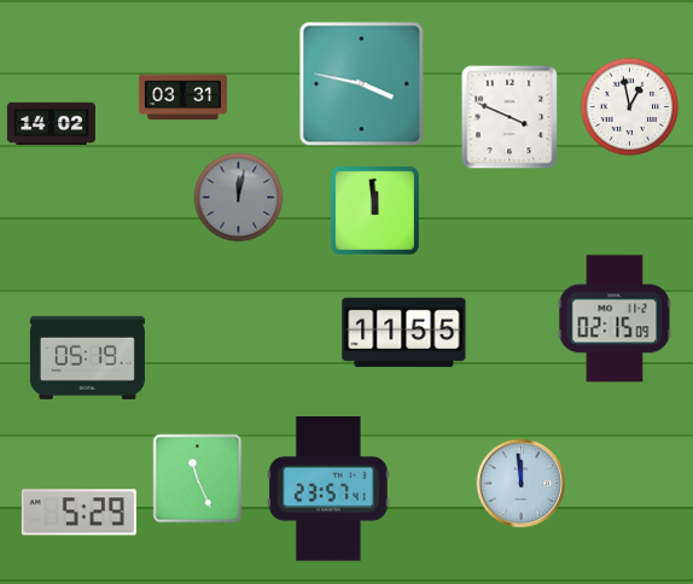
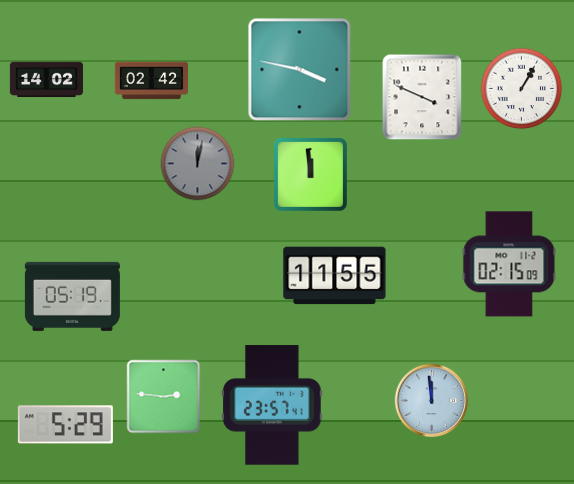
clock at (182, 98): 03:31 -> 02:42
clock at (630, 107): 12:58 -> 1:05
clock at (51, 124) position: (51, 124) -> (46, 80)
clock at (198, 479): 11:26 -> 2:46
